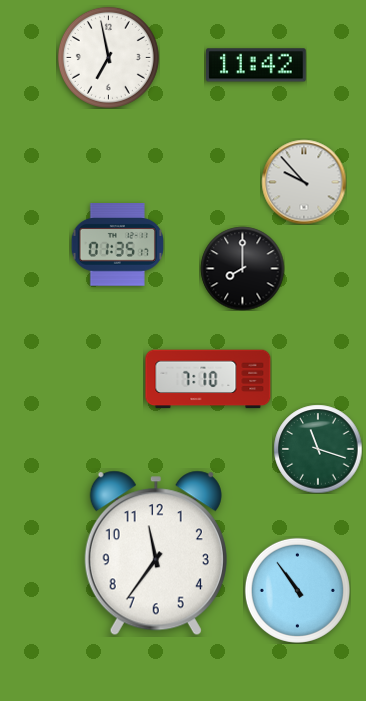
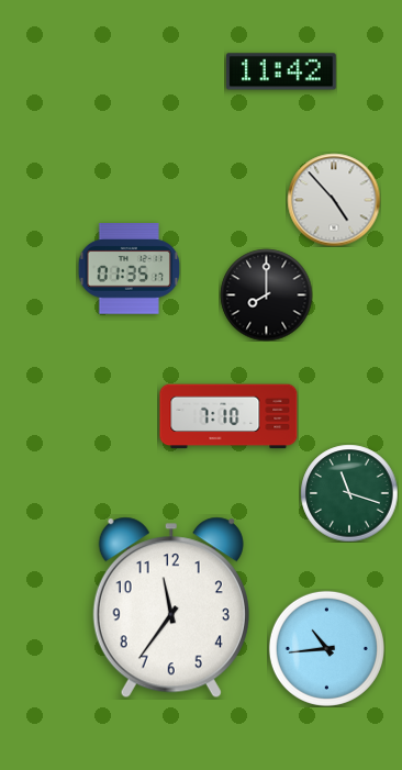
clock at (108, 57): 6:58 -> none
clock at (304, 182): 9:53 -> 4:53
clock at (297, 590): 10:54 -> 10:44
